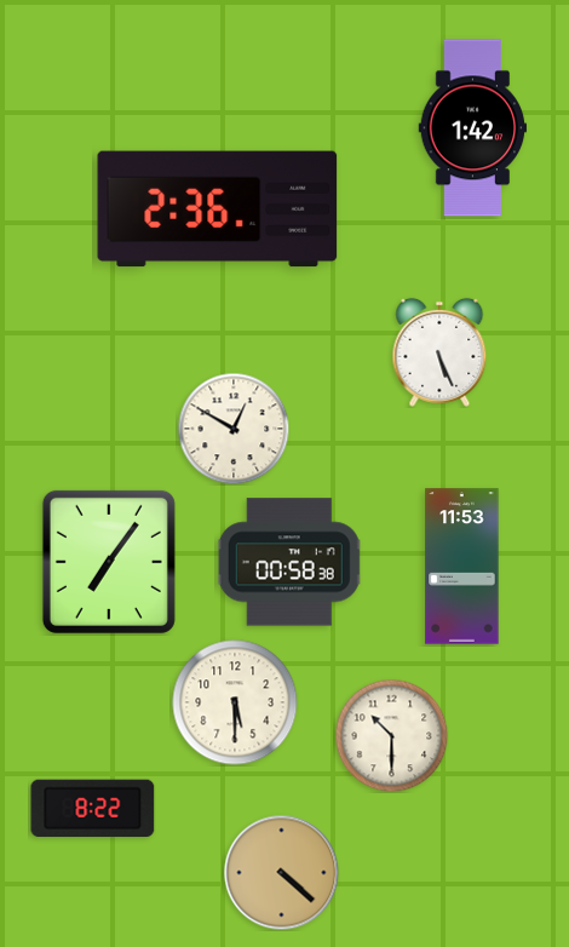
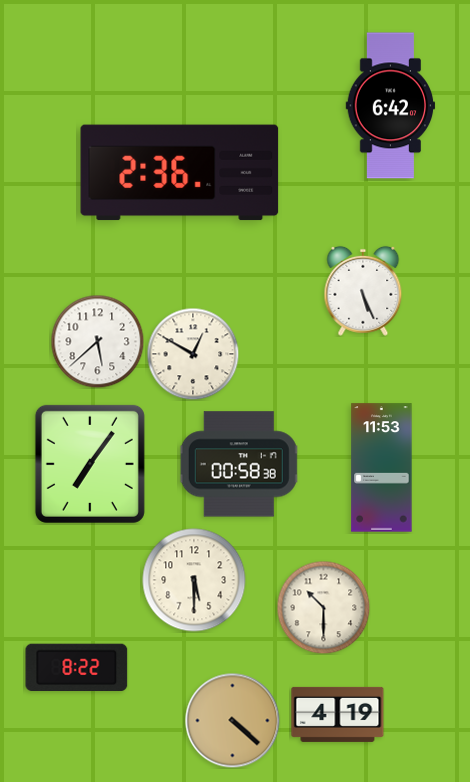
clock at (473, 128): 1:42 -> 6:42
clock at (97, 341): none -> 5:38
clock at (338, 714): none -> 4:19
